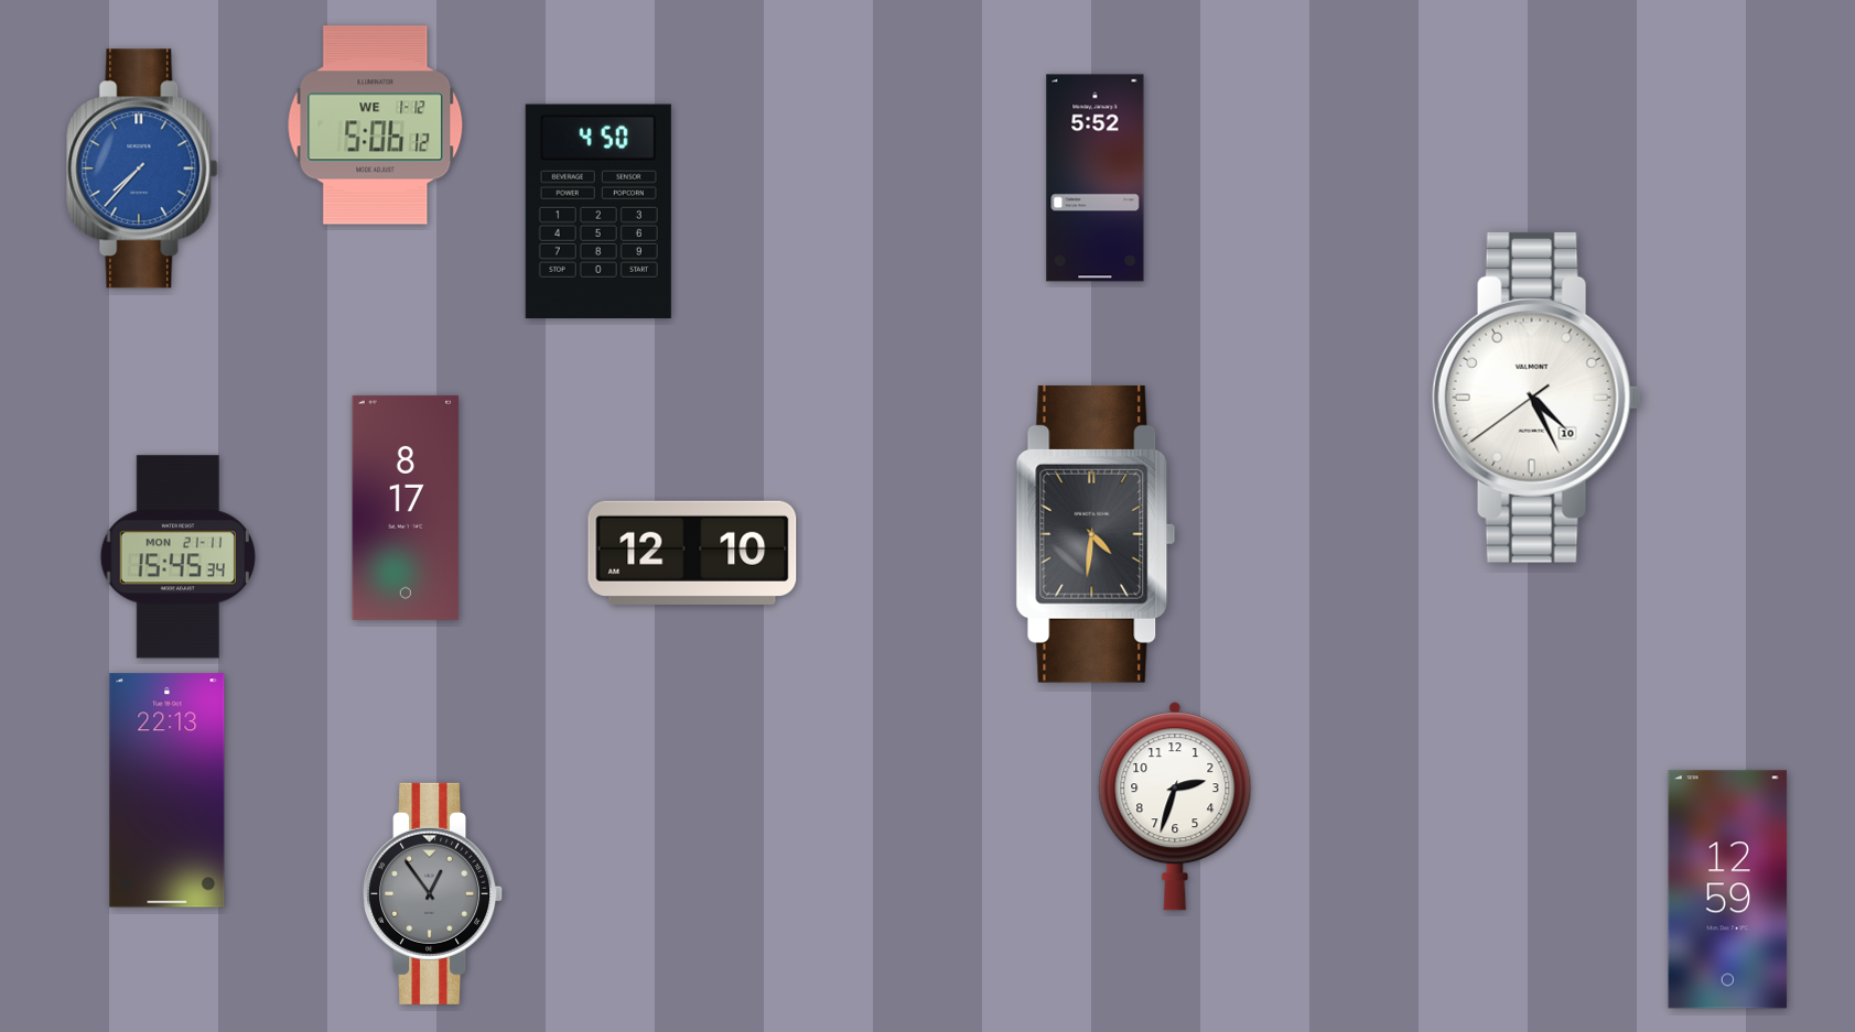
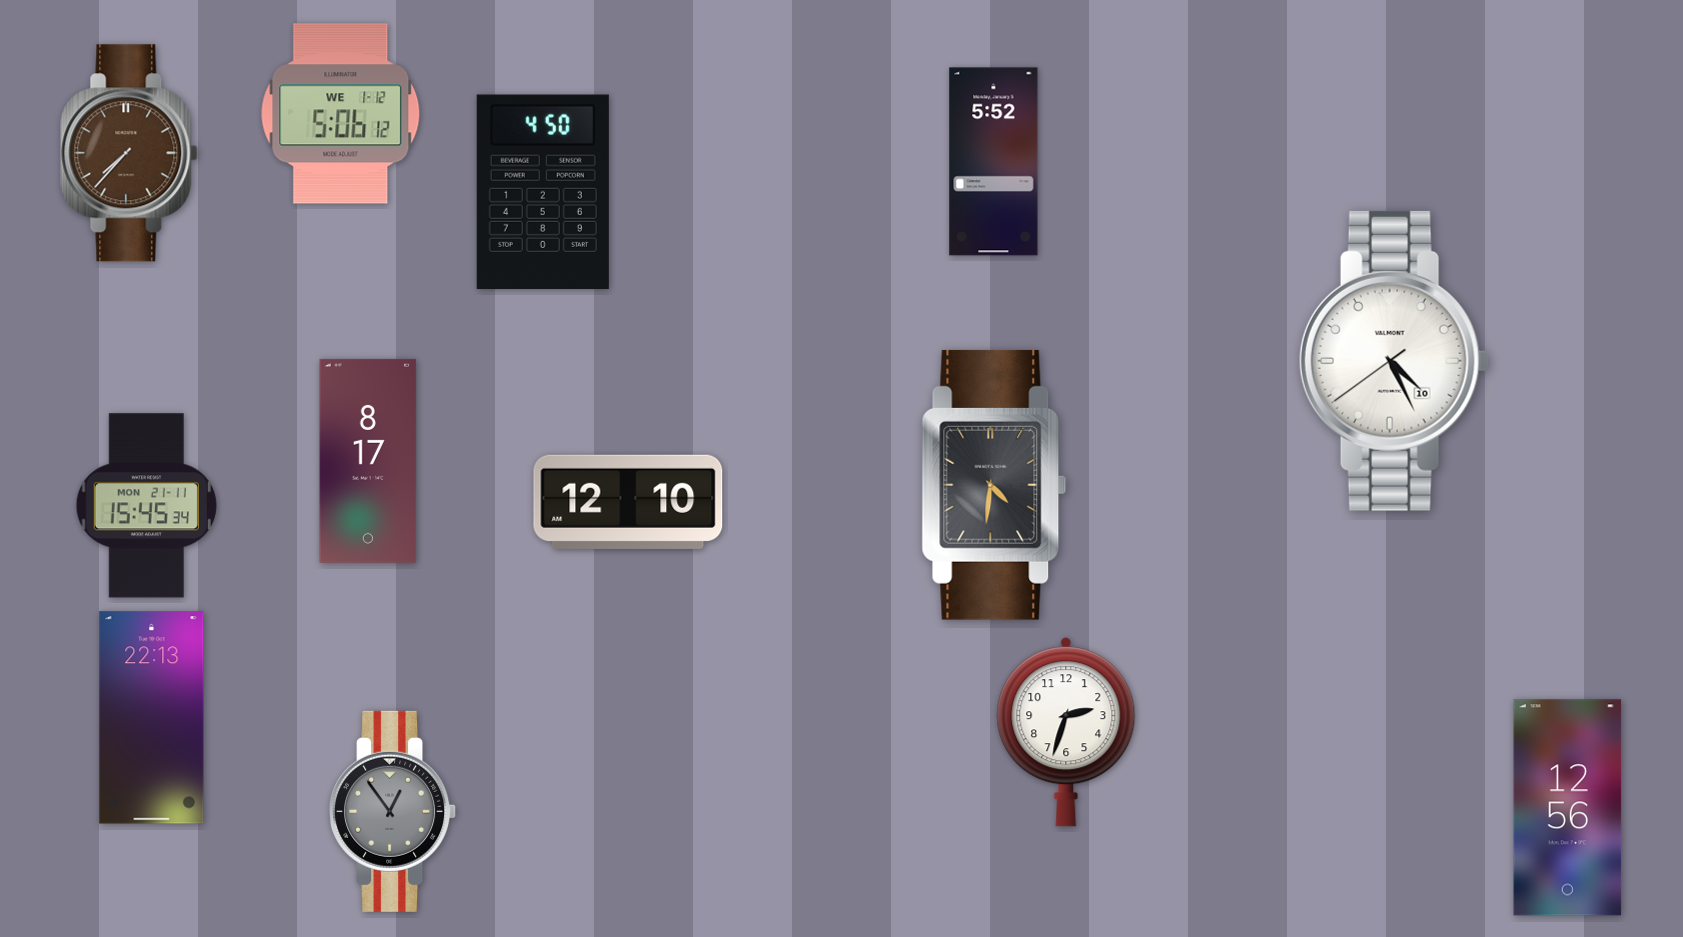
clock at (142, 169) dial: blue -> brown
clock at (177, 557) position: (177, 557) -> (146, 506)
clock at (1728, 890): 12:59 -> 12:56
